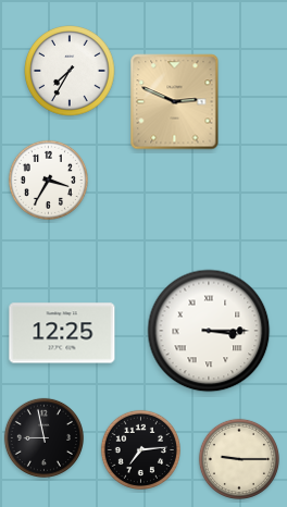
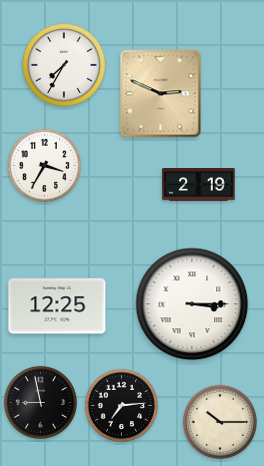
clock at (199, 185): none -> 2:19
clock at (140, 449) position: (140, 449) -> (121, 405)
clock at (239, 459): 9:15 -> 10:15
